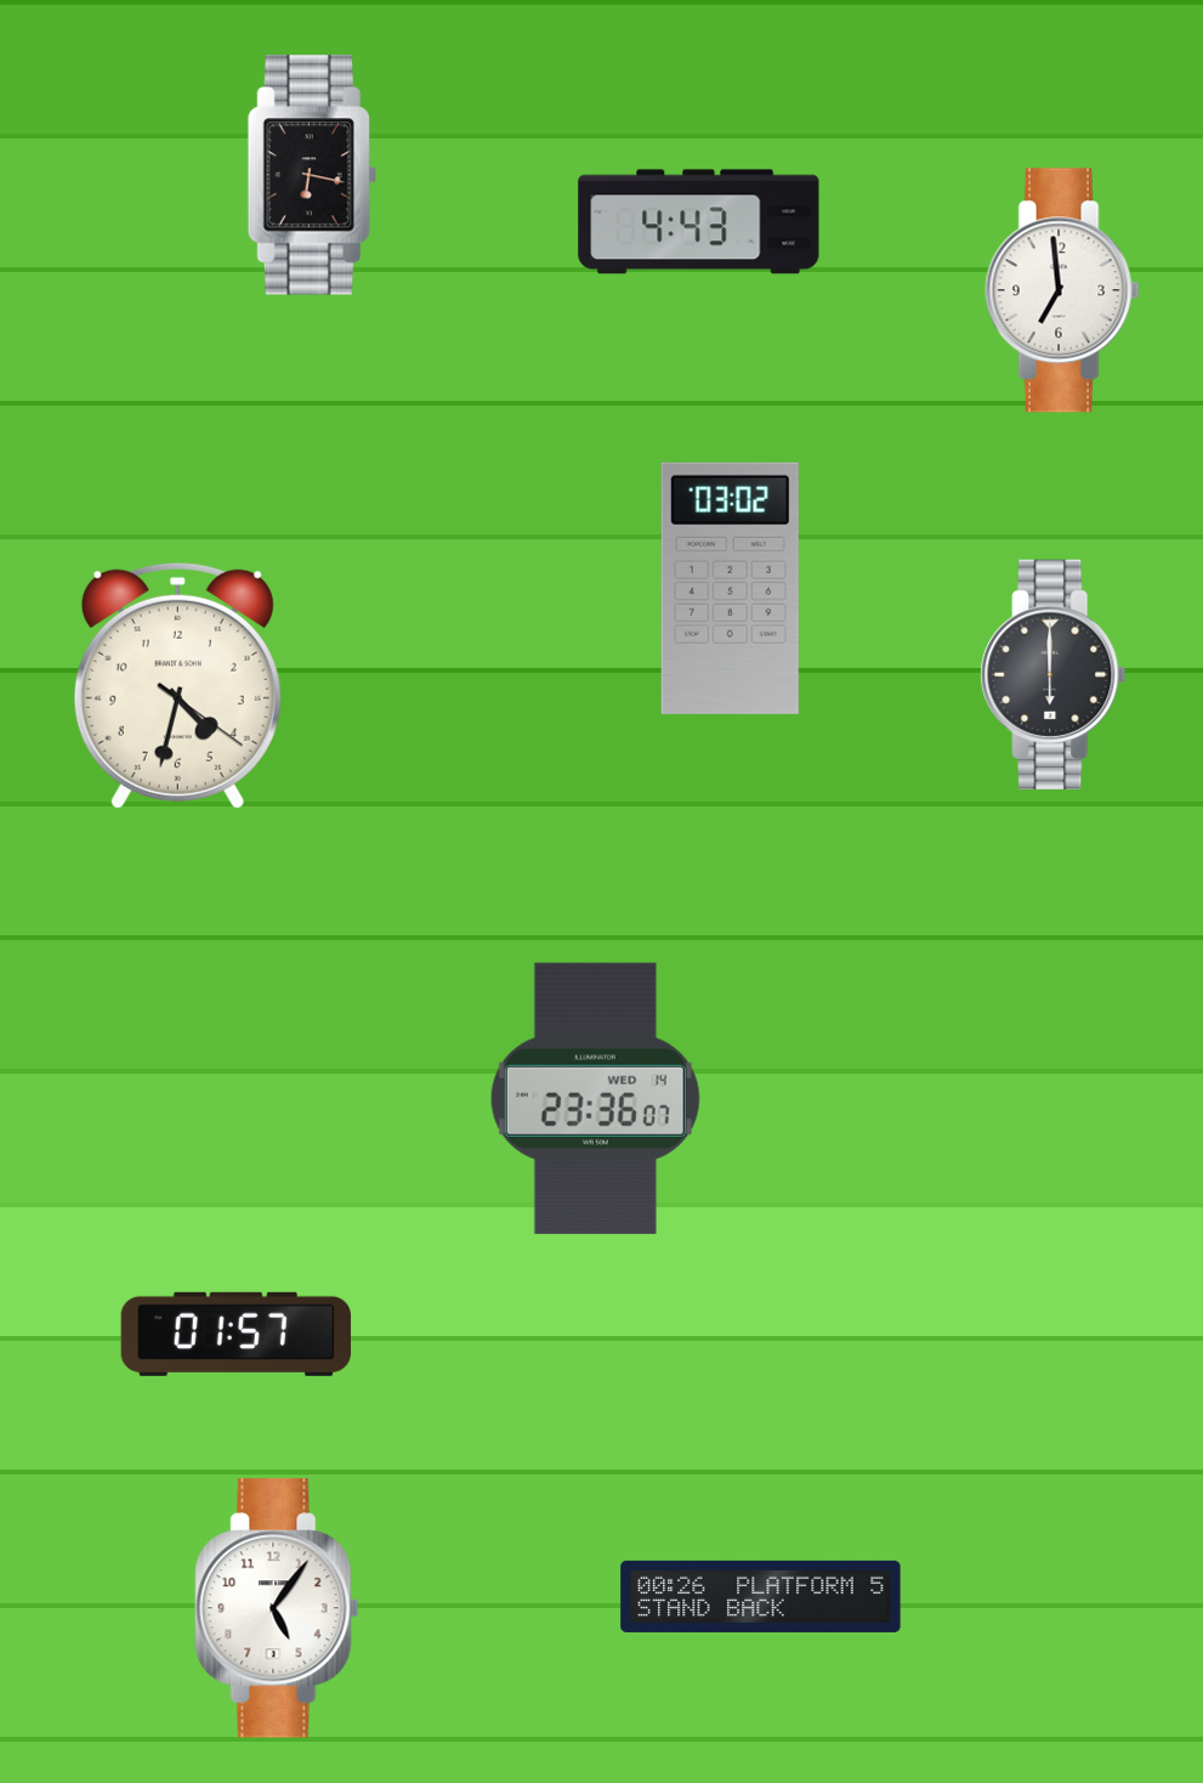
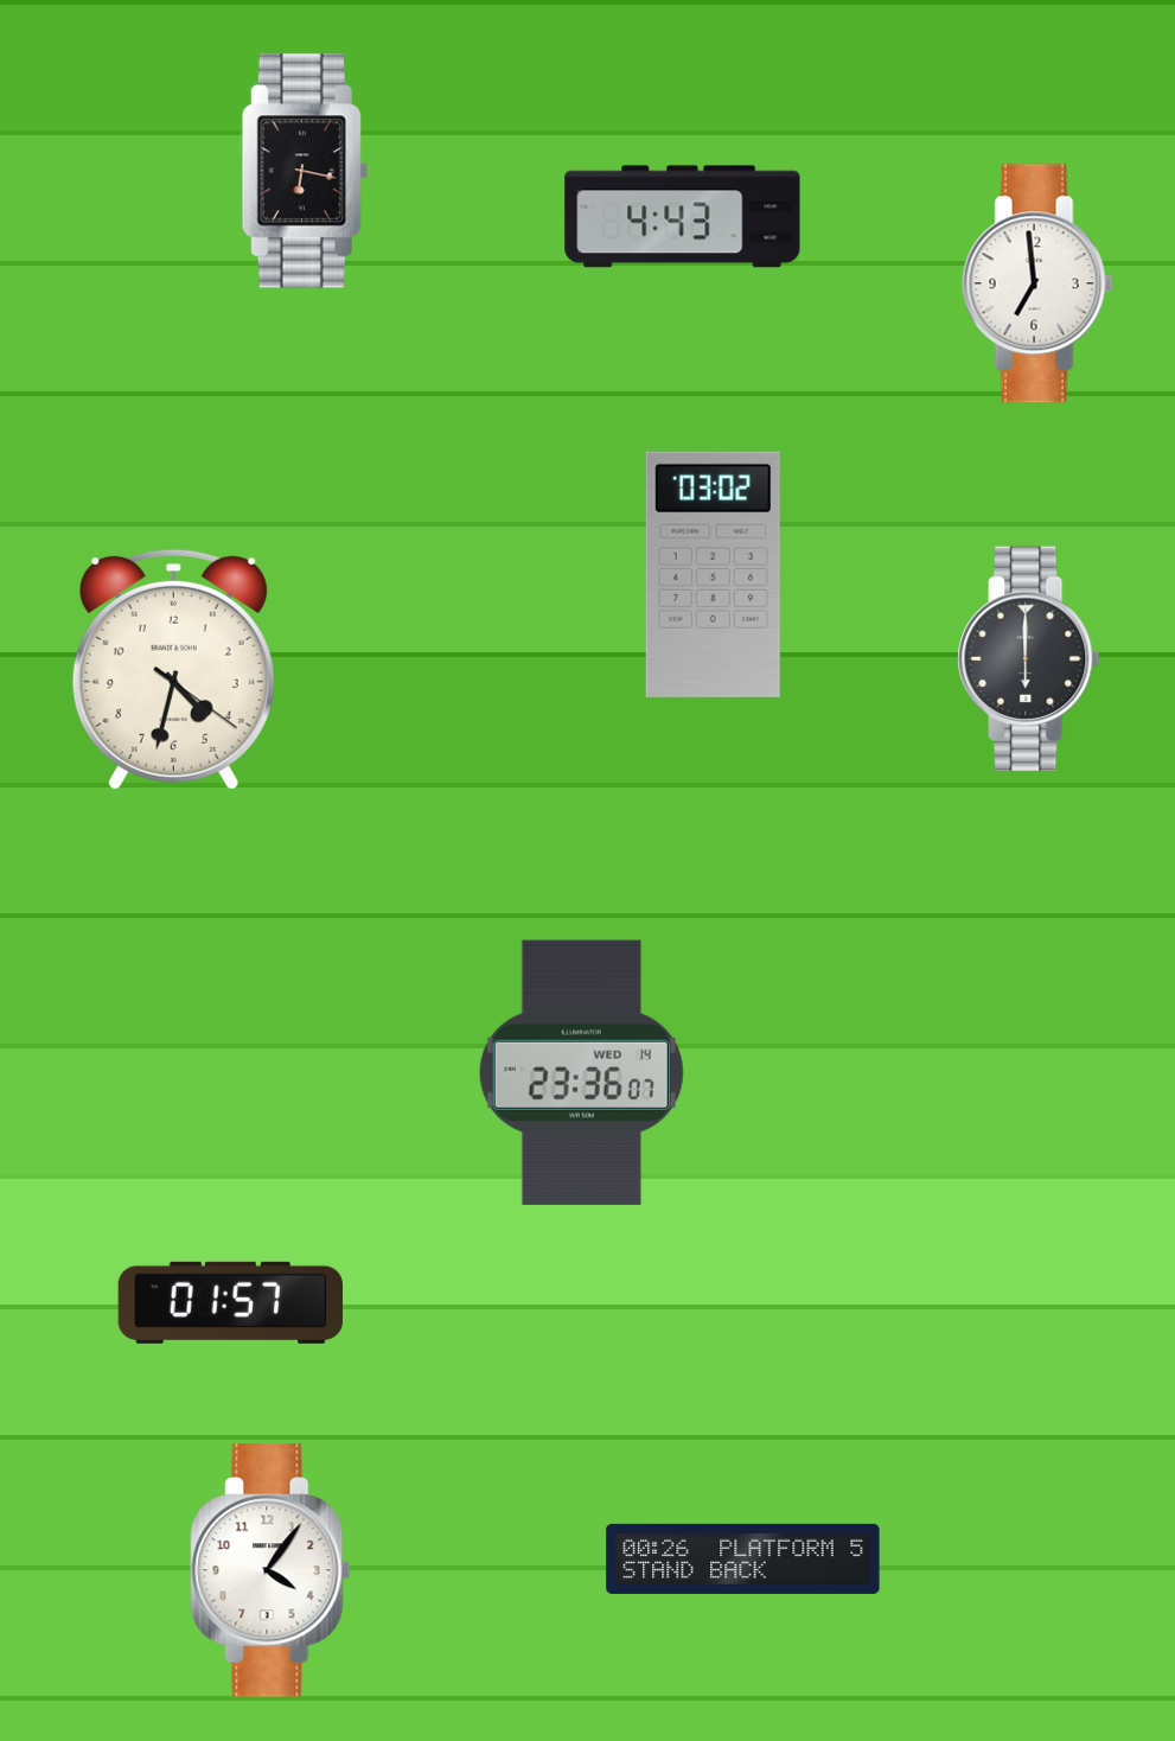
clock at (277, 1608): 5:06 -> 4:06
